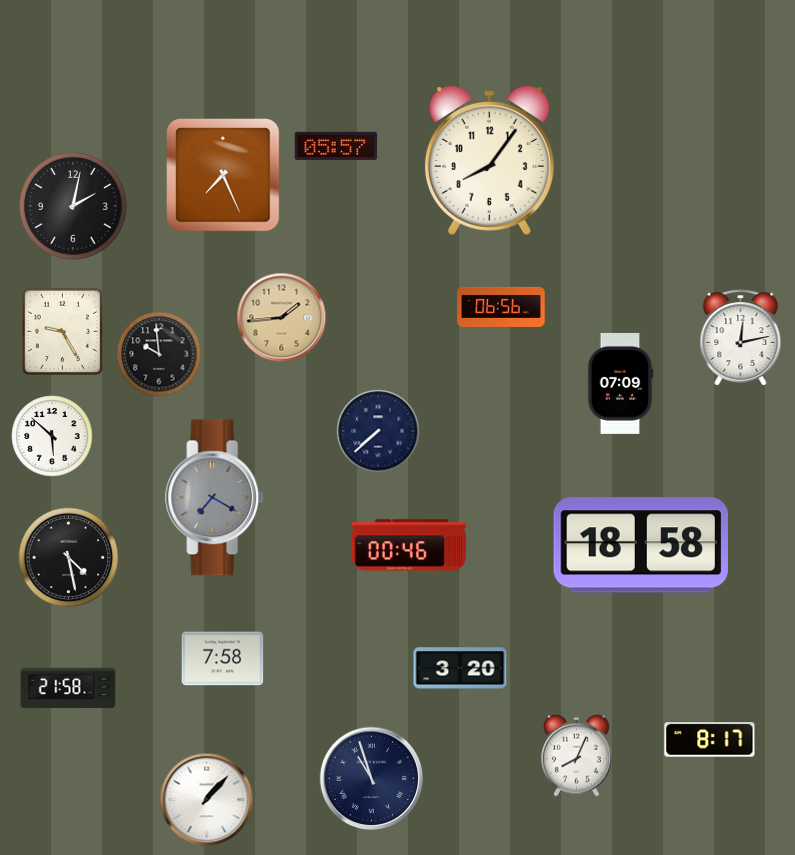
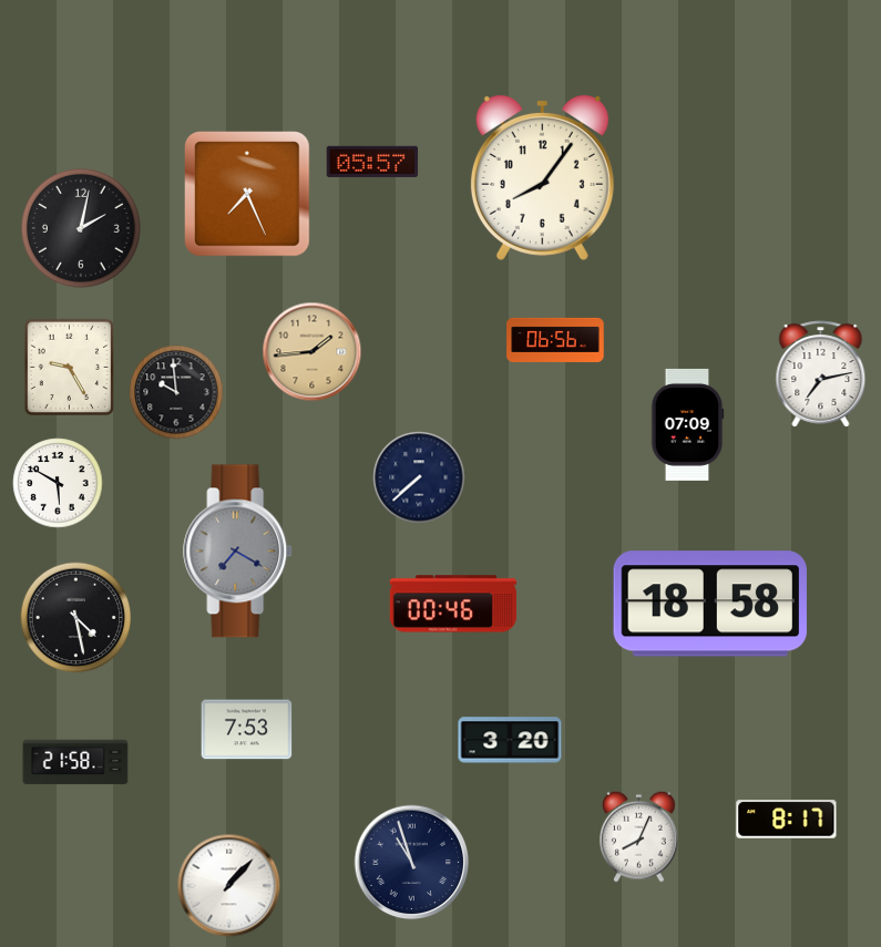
clock at (741, 338): 12:13 -> 7:13
clock at (52, 436): 5:52 -> 5:50
clock at (223, 659): 7:58 -> 7:53
